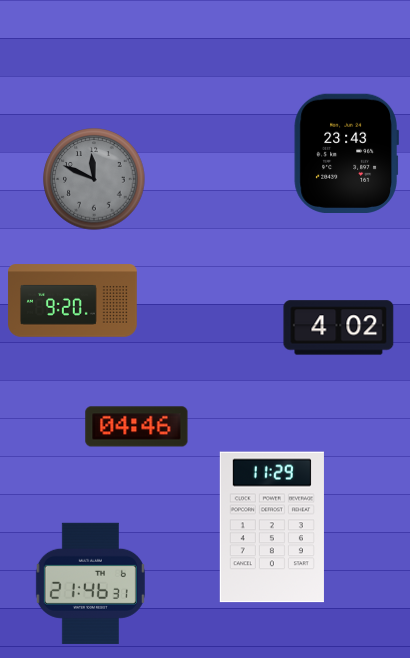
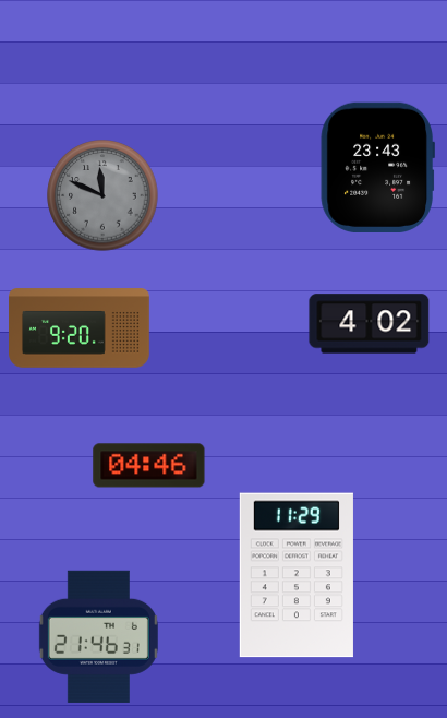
clock at (339, 328) position: (339, 328) -> (370, 324)
